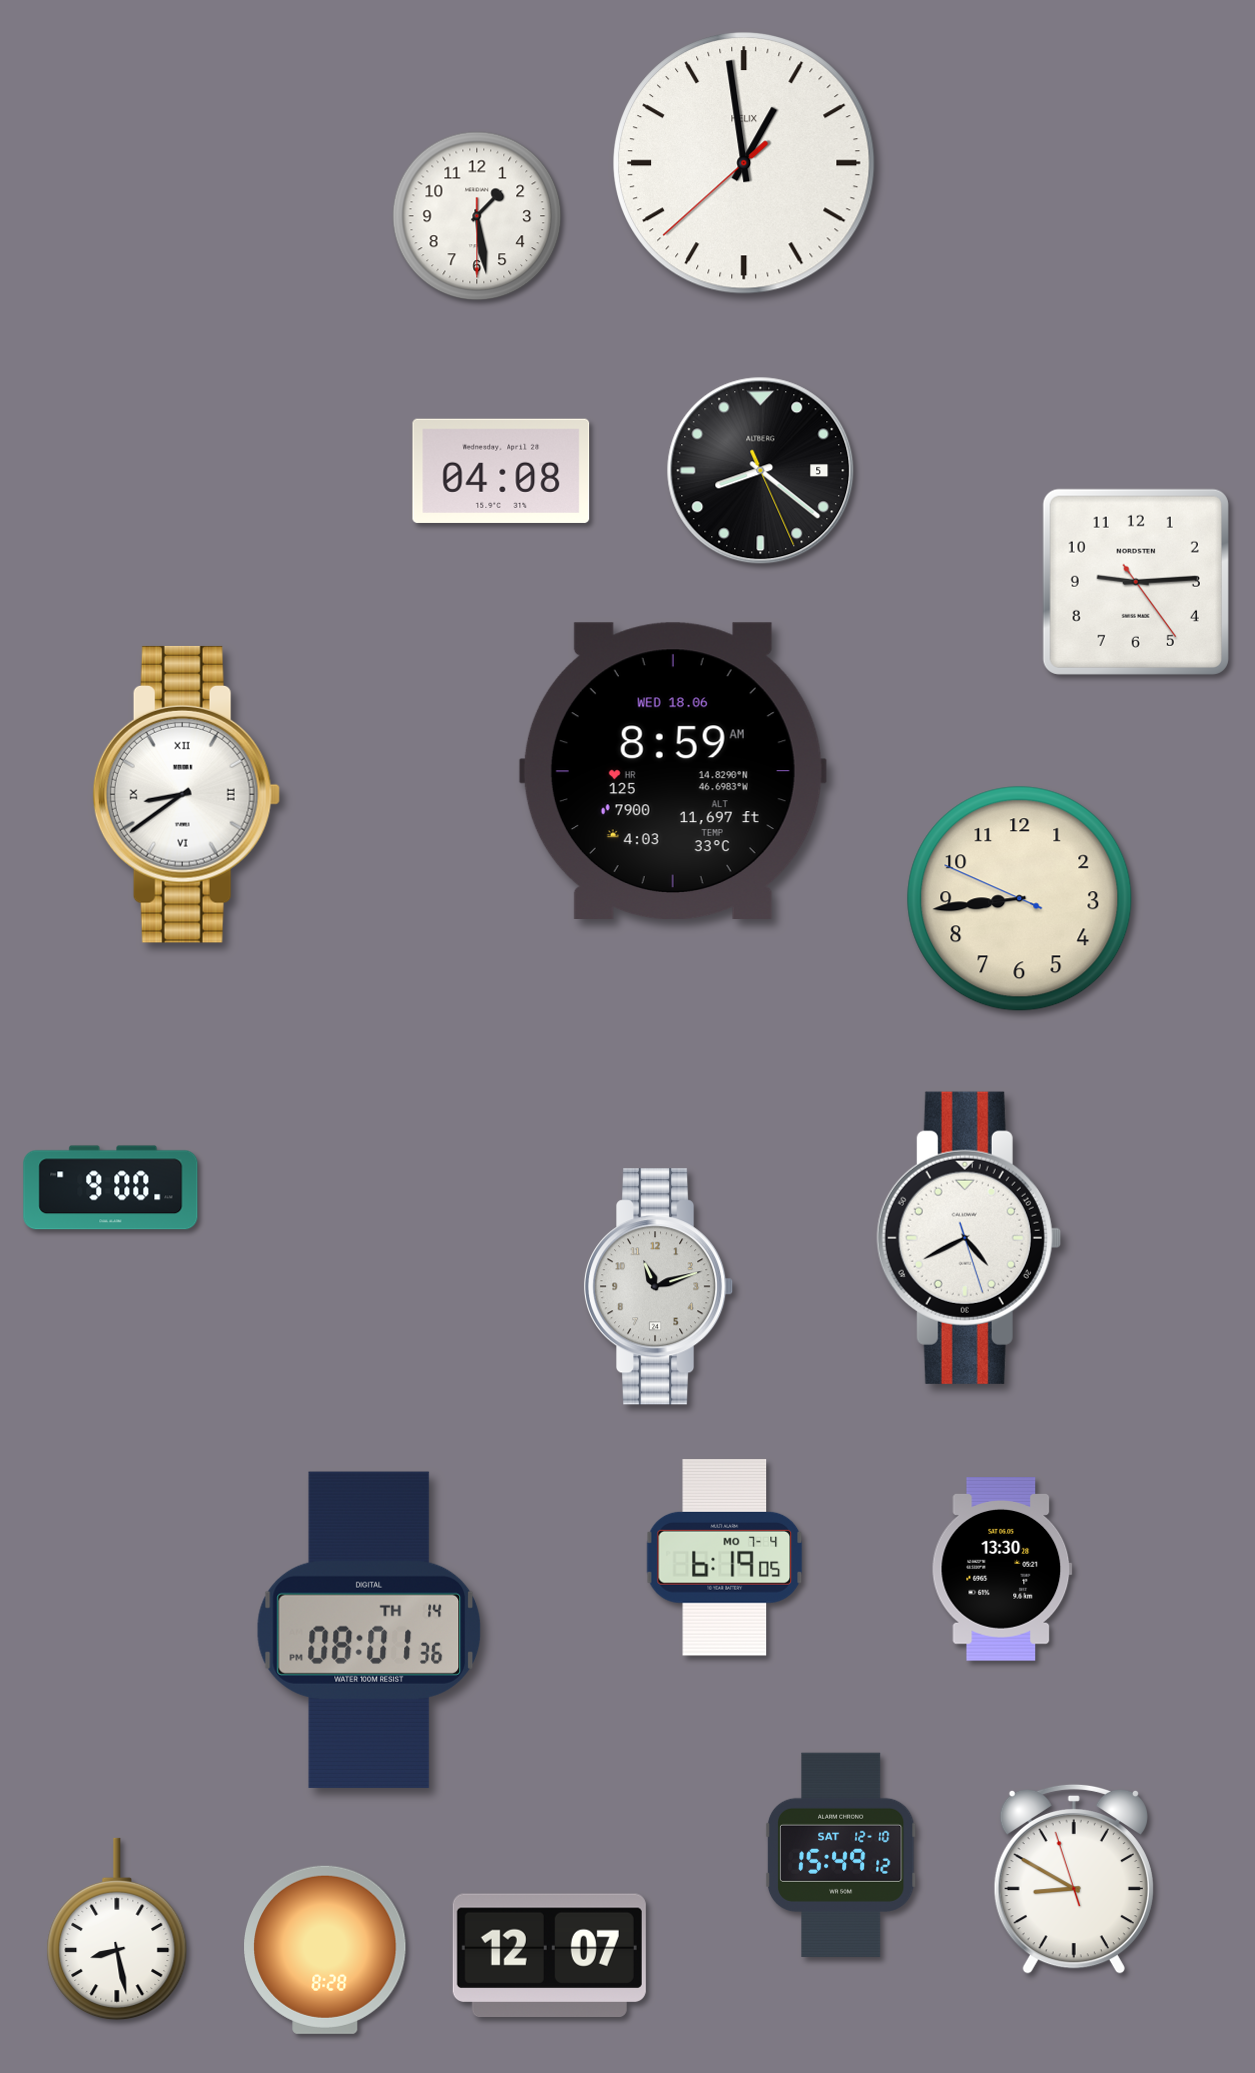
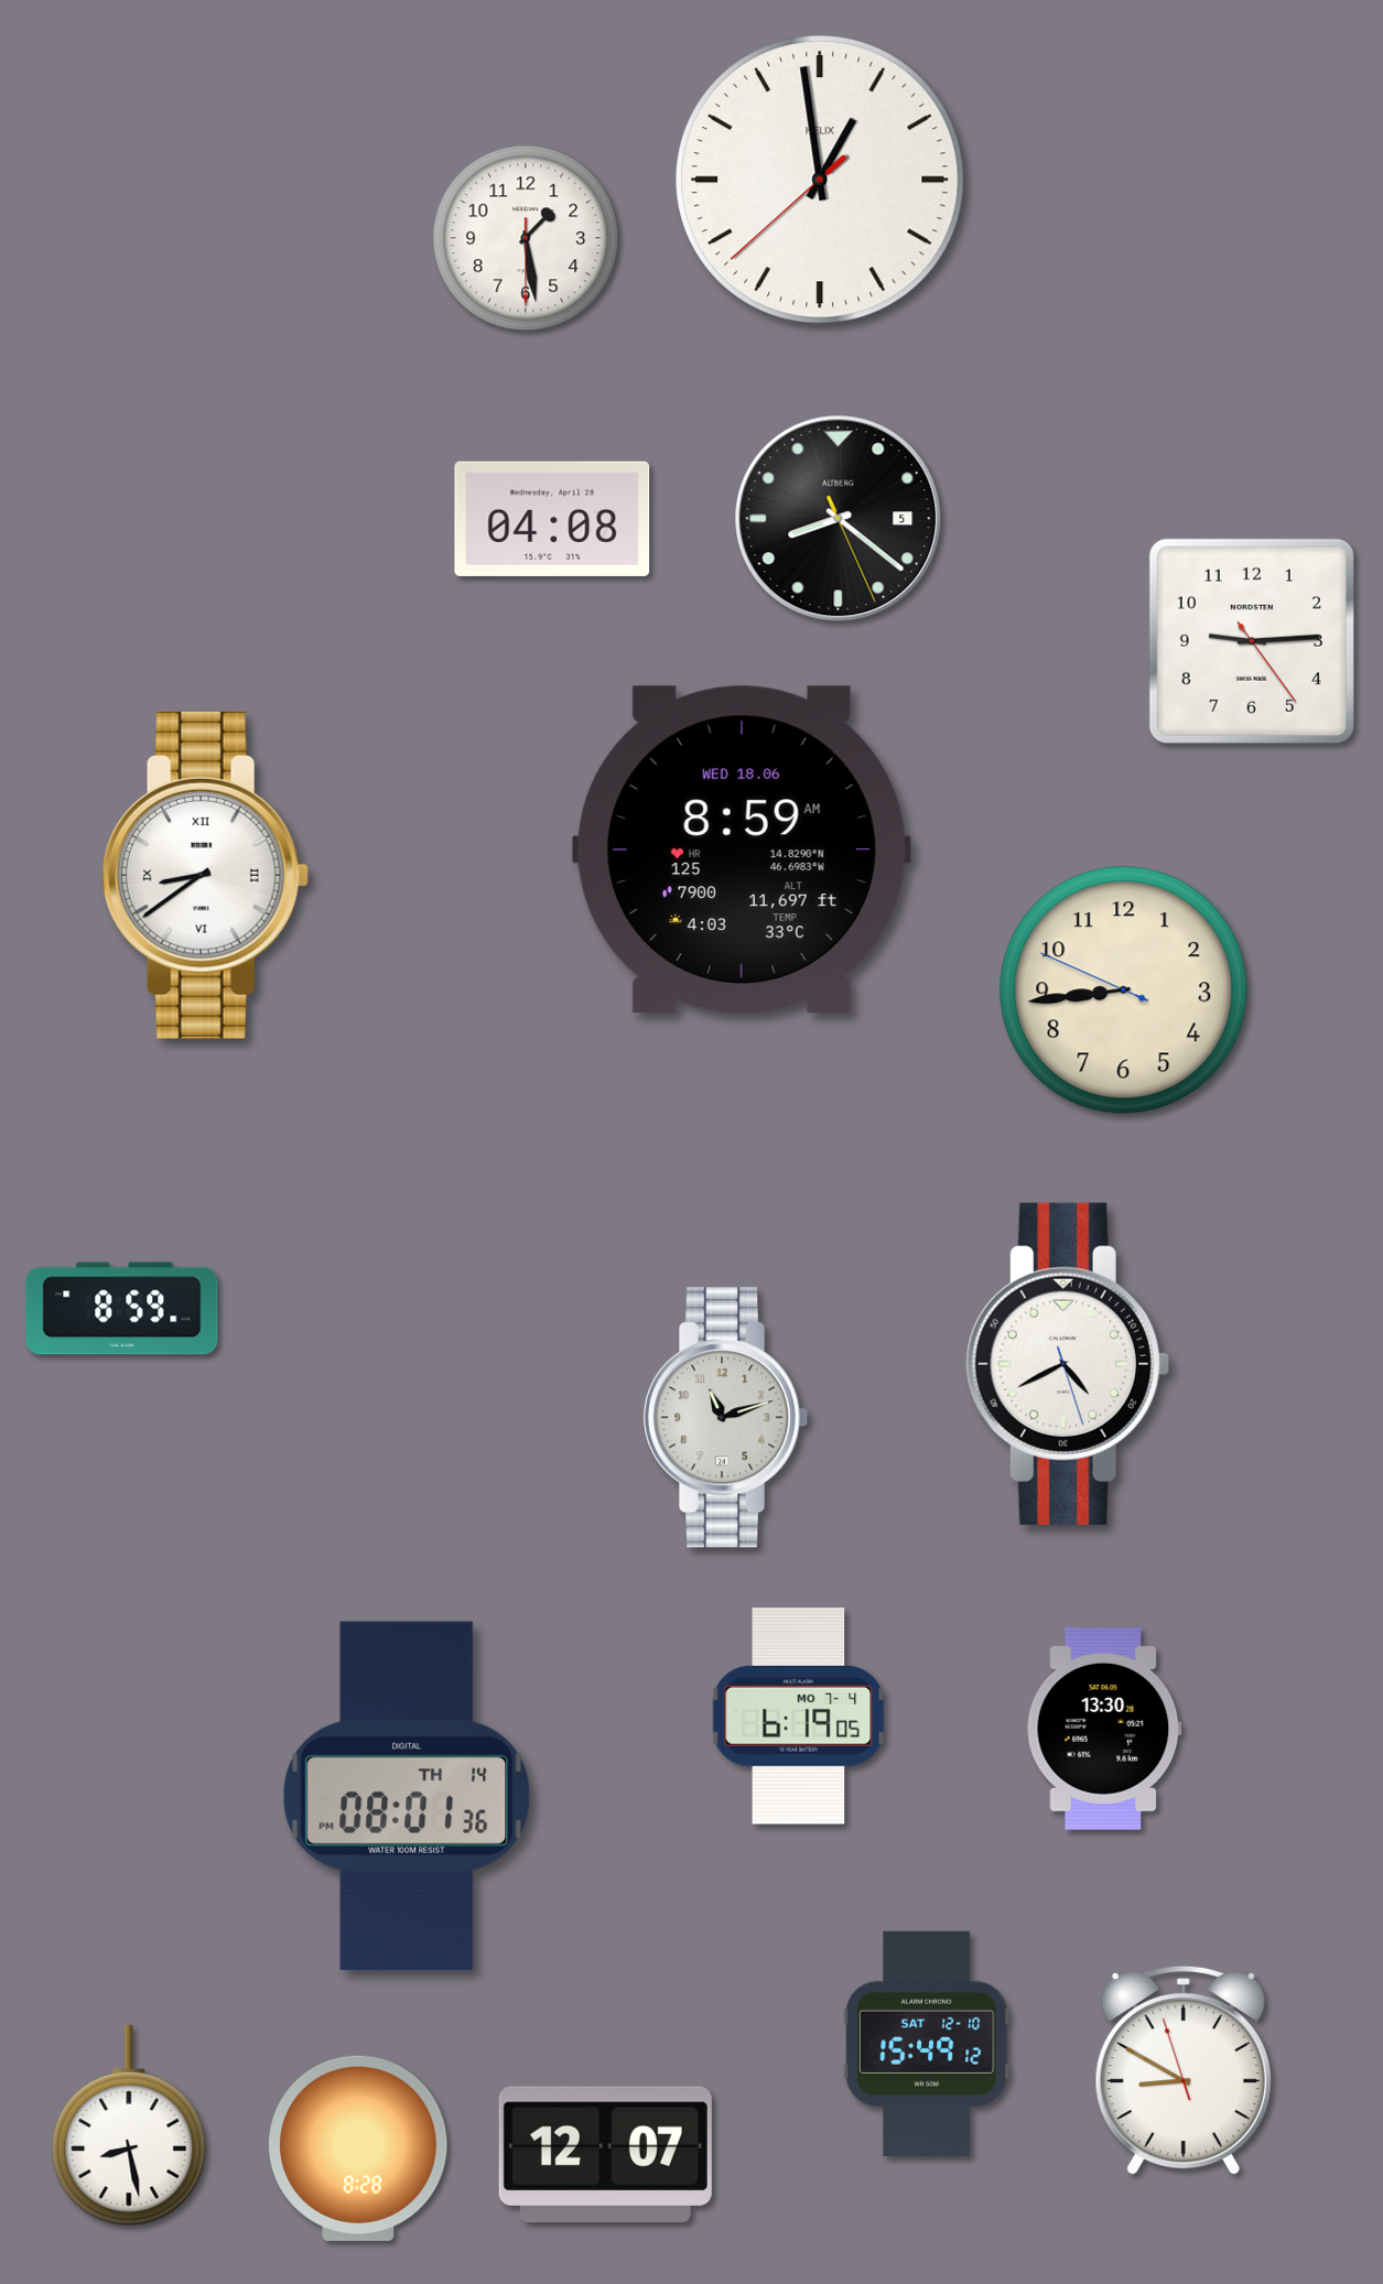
clock at (111, 1188): 9:00 -> 8:59
